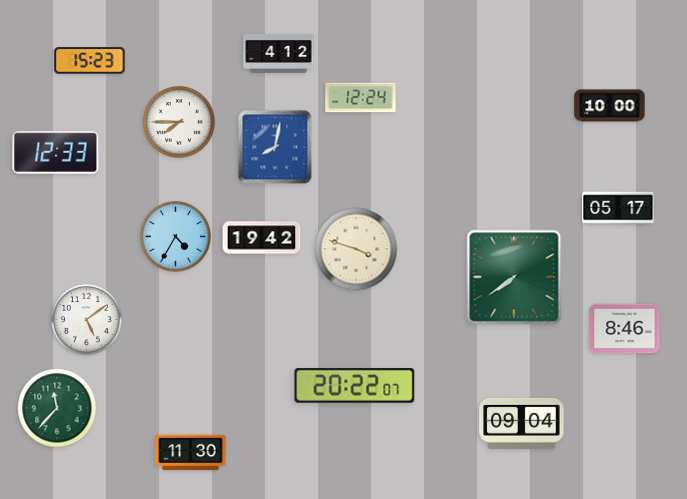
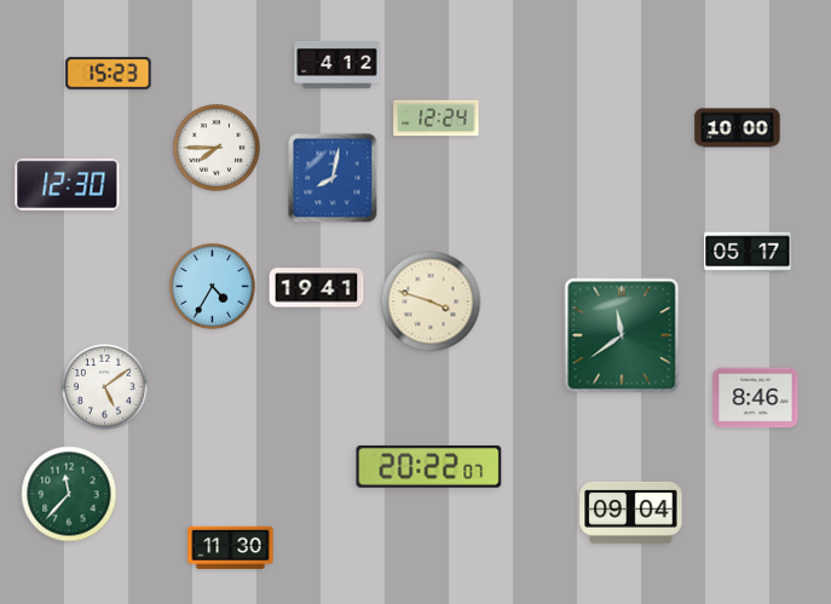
clock at (56, 152): 12:33 -> 12:30
clock at (262, 238): 19:42 -> 19:41
clock at (514, 277): 7:39 -> 11:39
